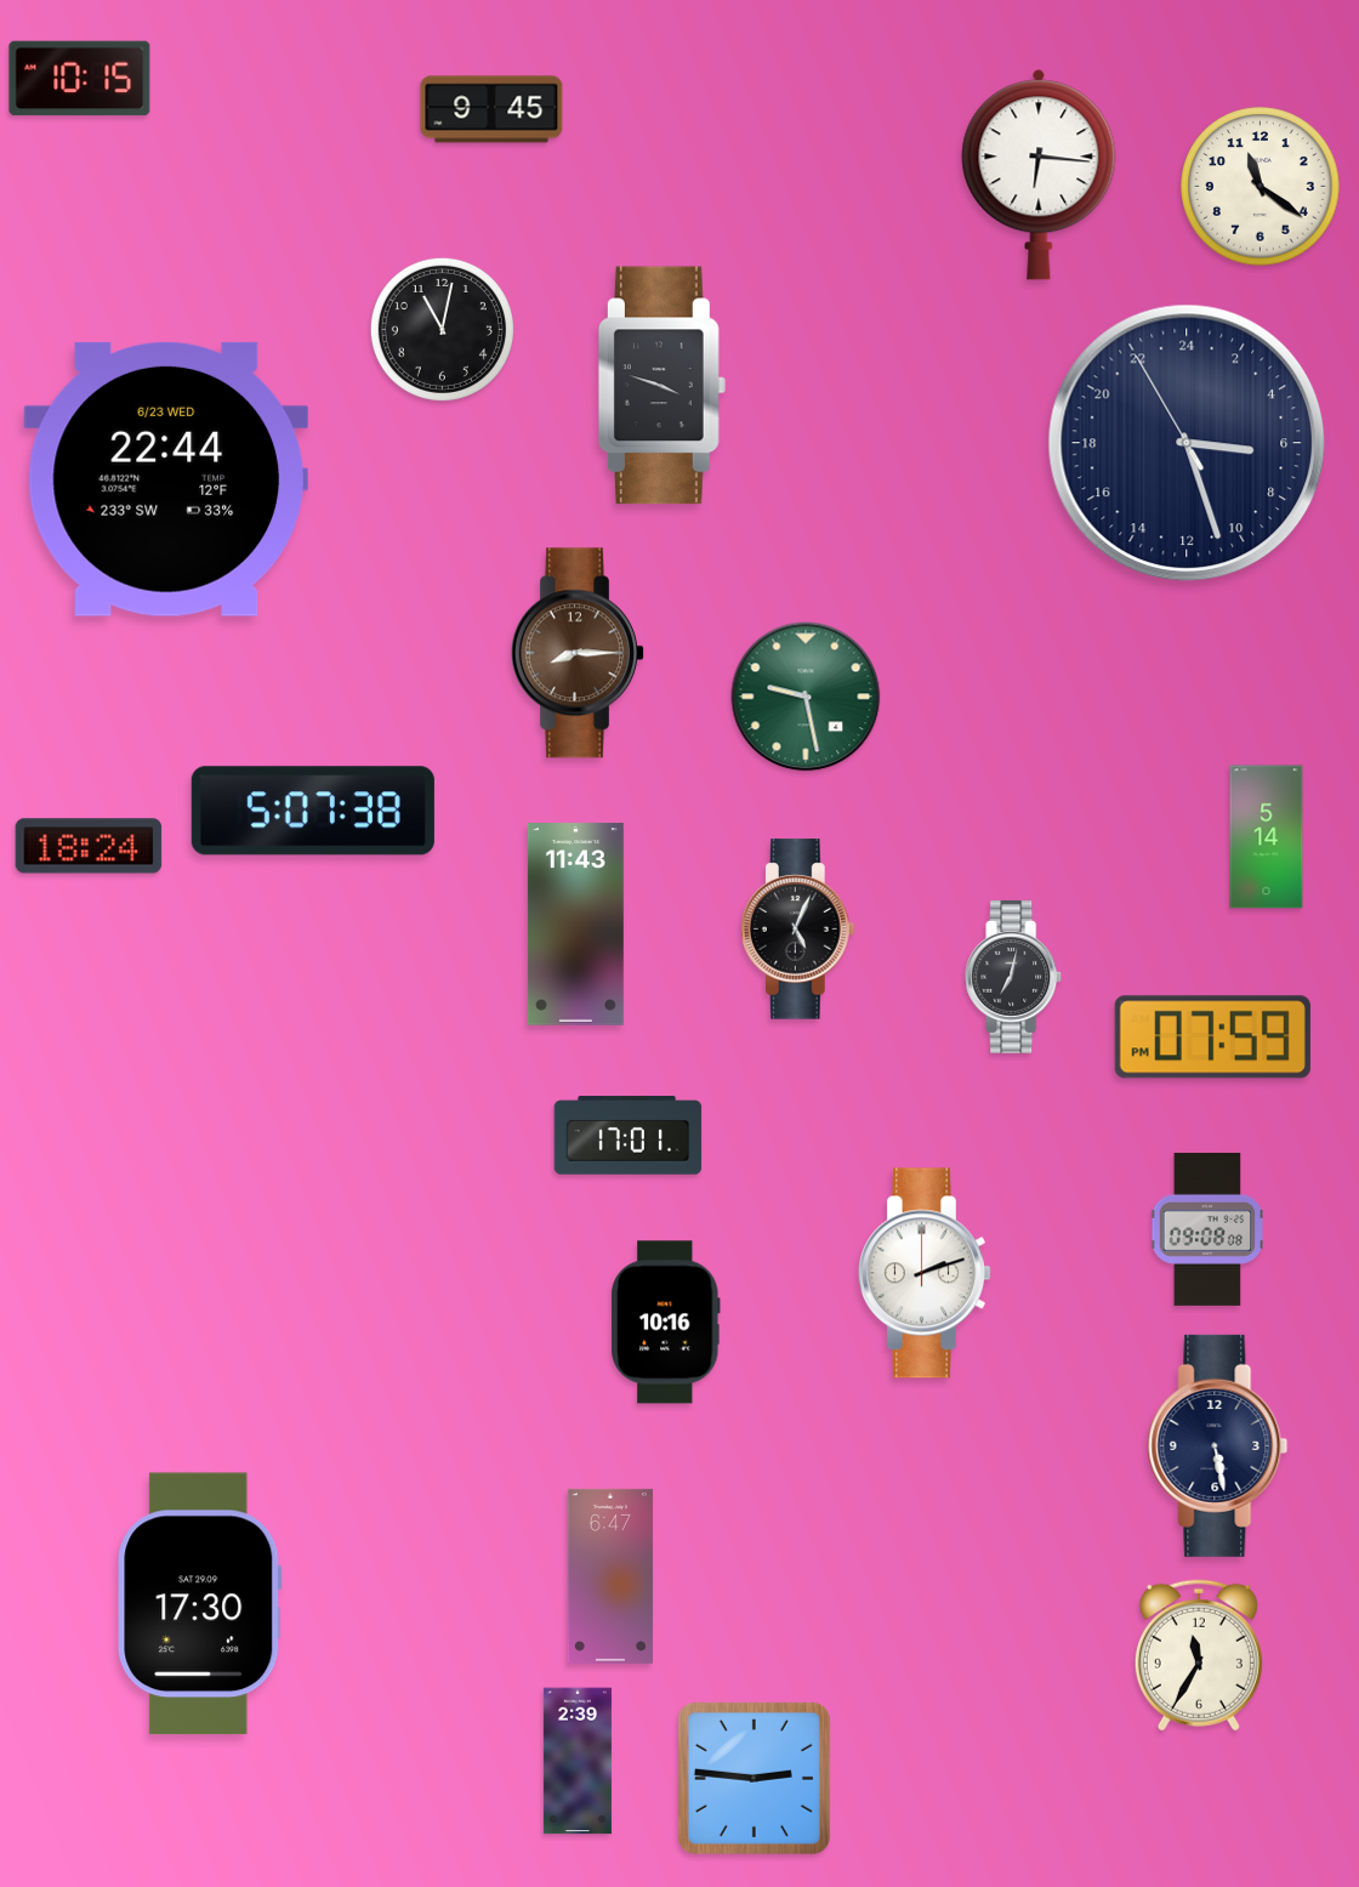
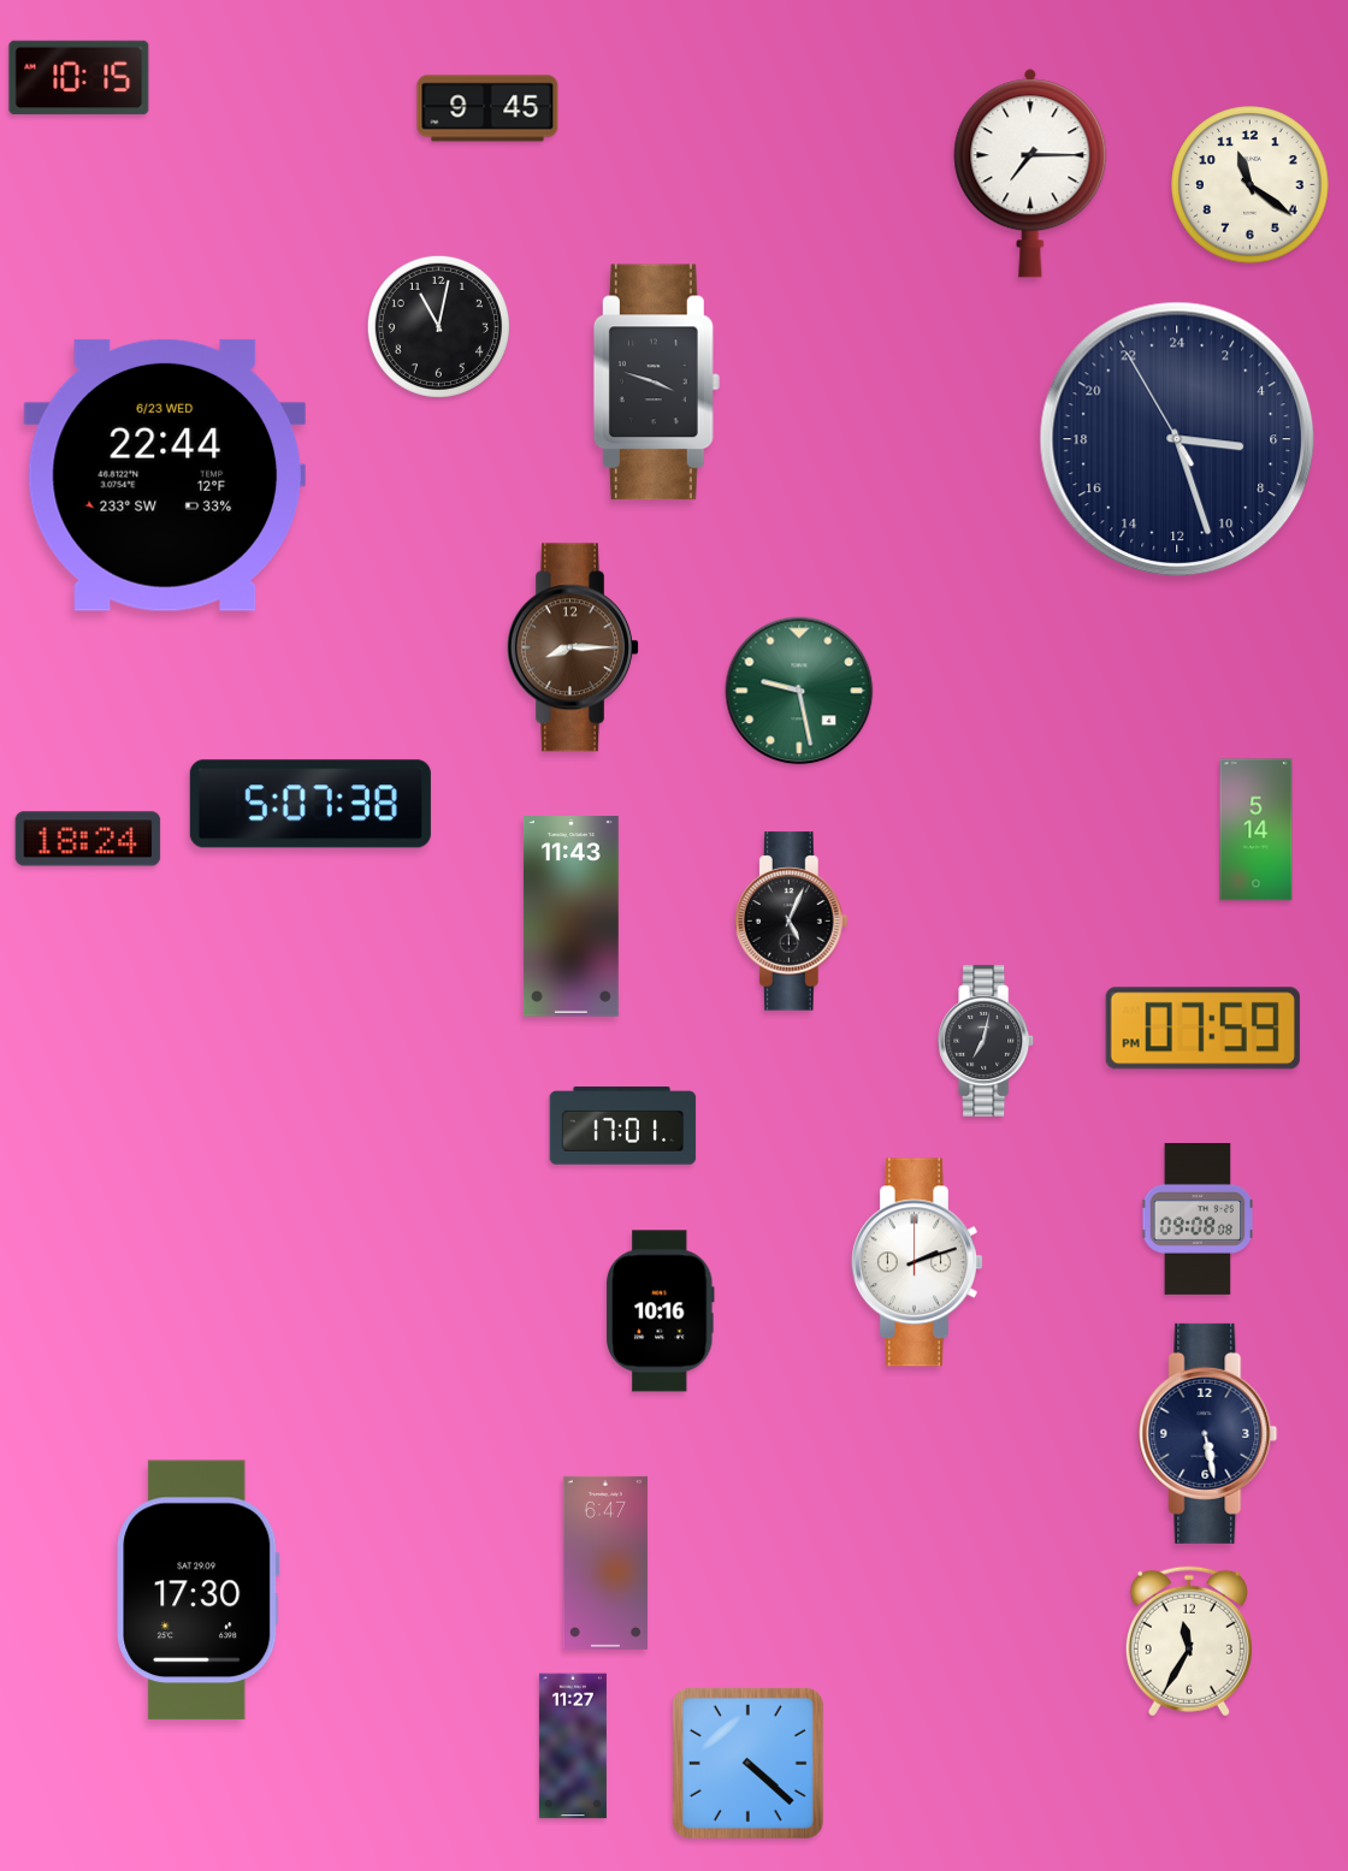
clock at (1039, 175): 6:16 -> 7:15
clock at (1014, 977) position: (1014, 977) -> (987, 1041)
clock at (578, 1761): 2:39 -> 11:27
clock at (754, 1778): 2:46 -> 4:22
